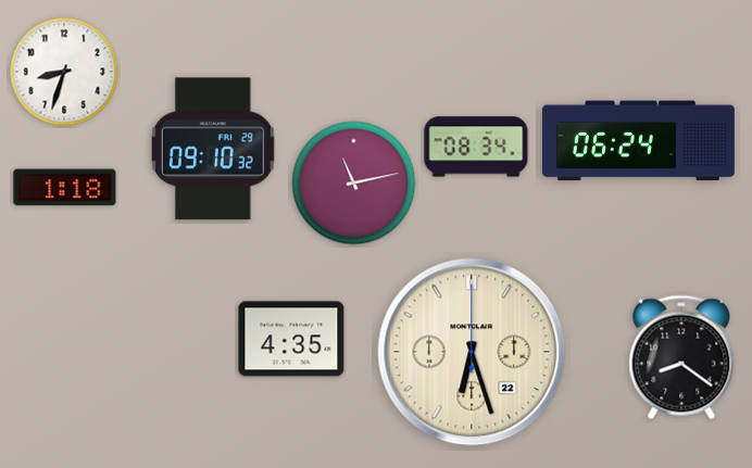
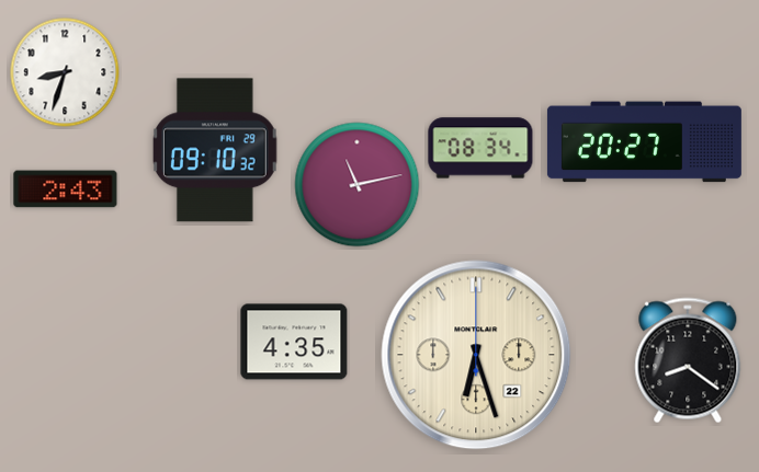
clock at (638, 141): 06:24 -> 20:27
clock at (65, 188): 1:18 -> 2:43
